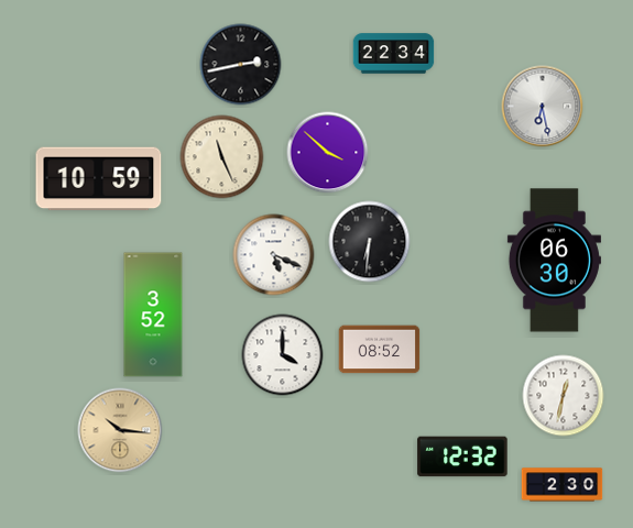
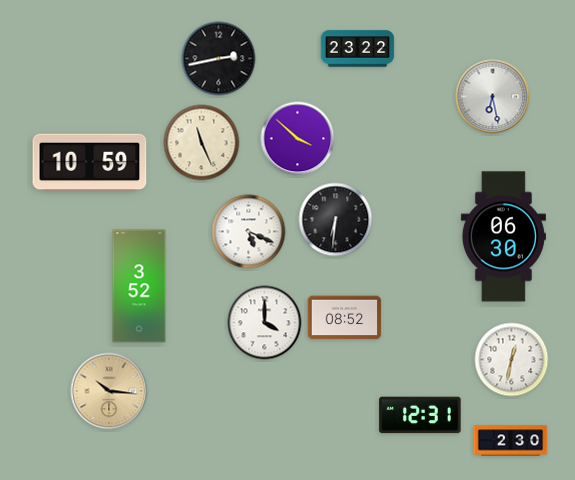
clock at (394, 54): 22:34 -> 23:22
clock at (283, 355) position: (283, 355) -> (265, 323)
clock at (462, 457): 12:32 -> 12:31
